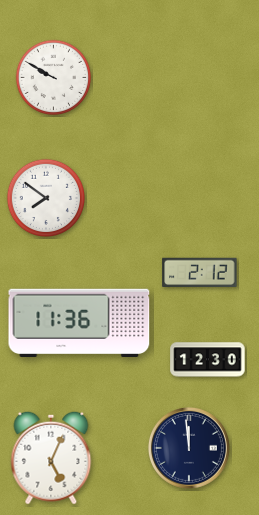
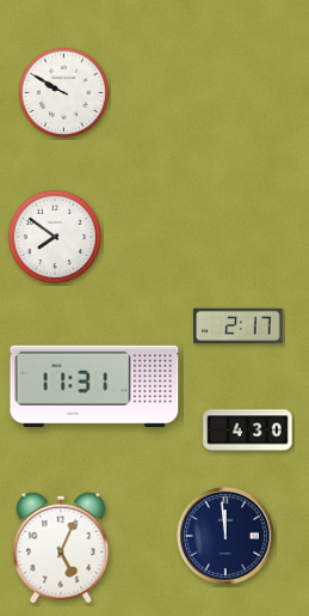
clock at (200, 272): 2:12 -> 2:17
clock at (79, 322): 11:36 -> 11:31
clock at (208, 360): 12:30 -> 4:30
